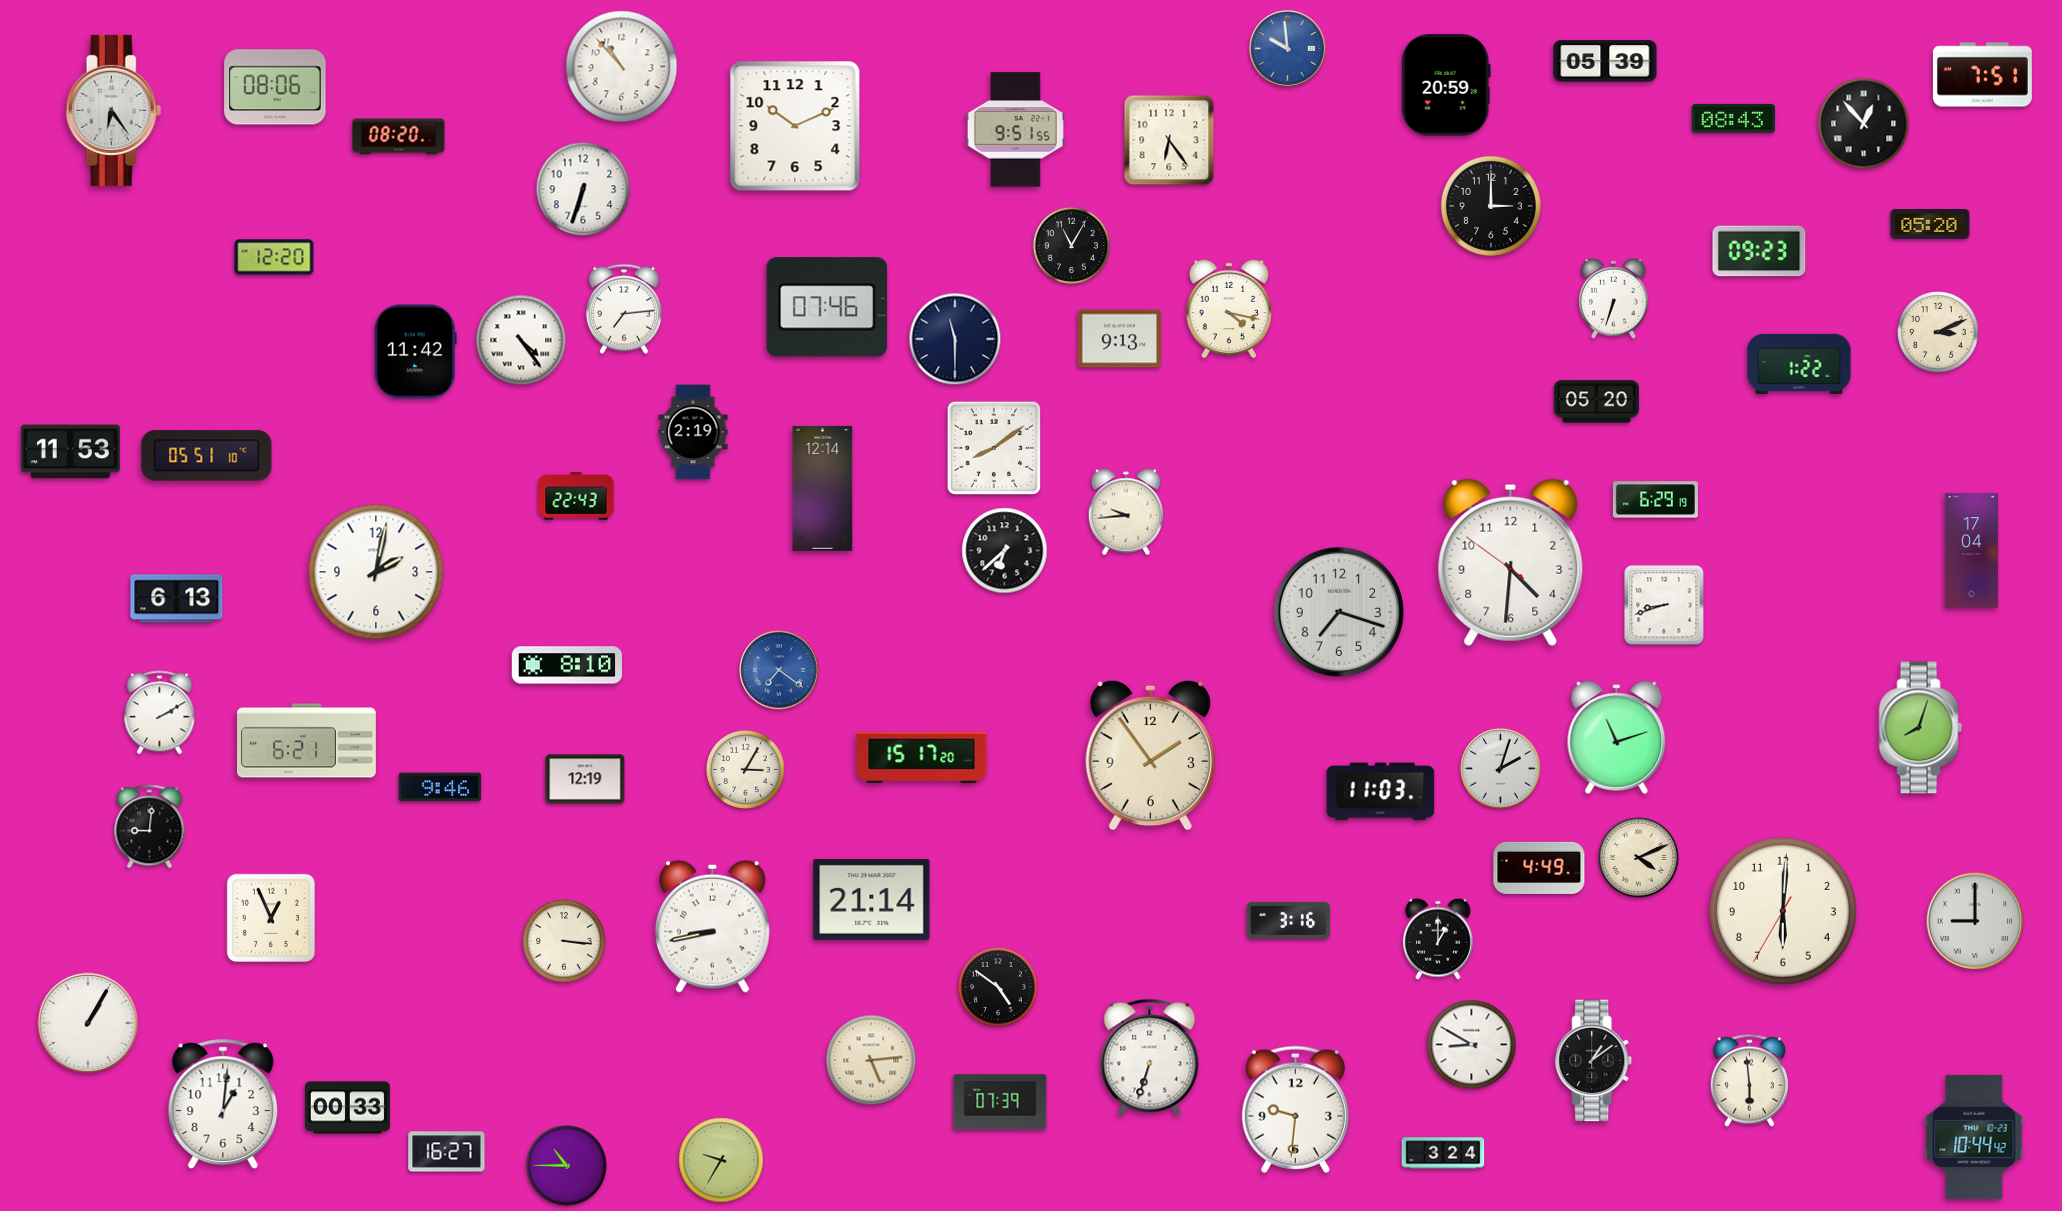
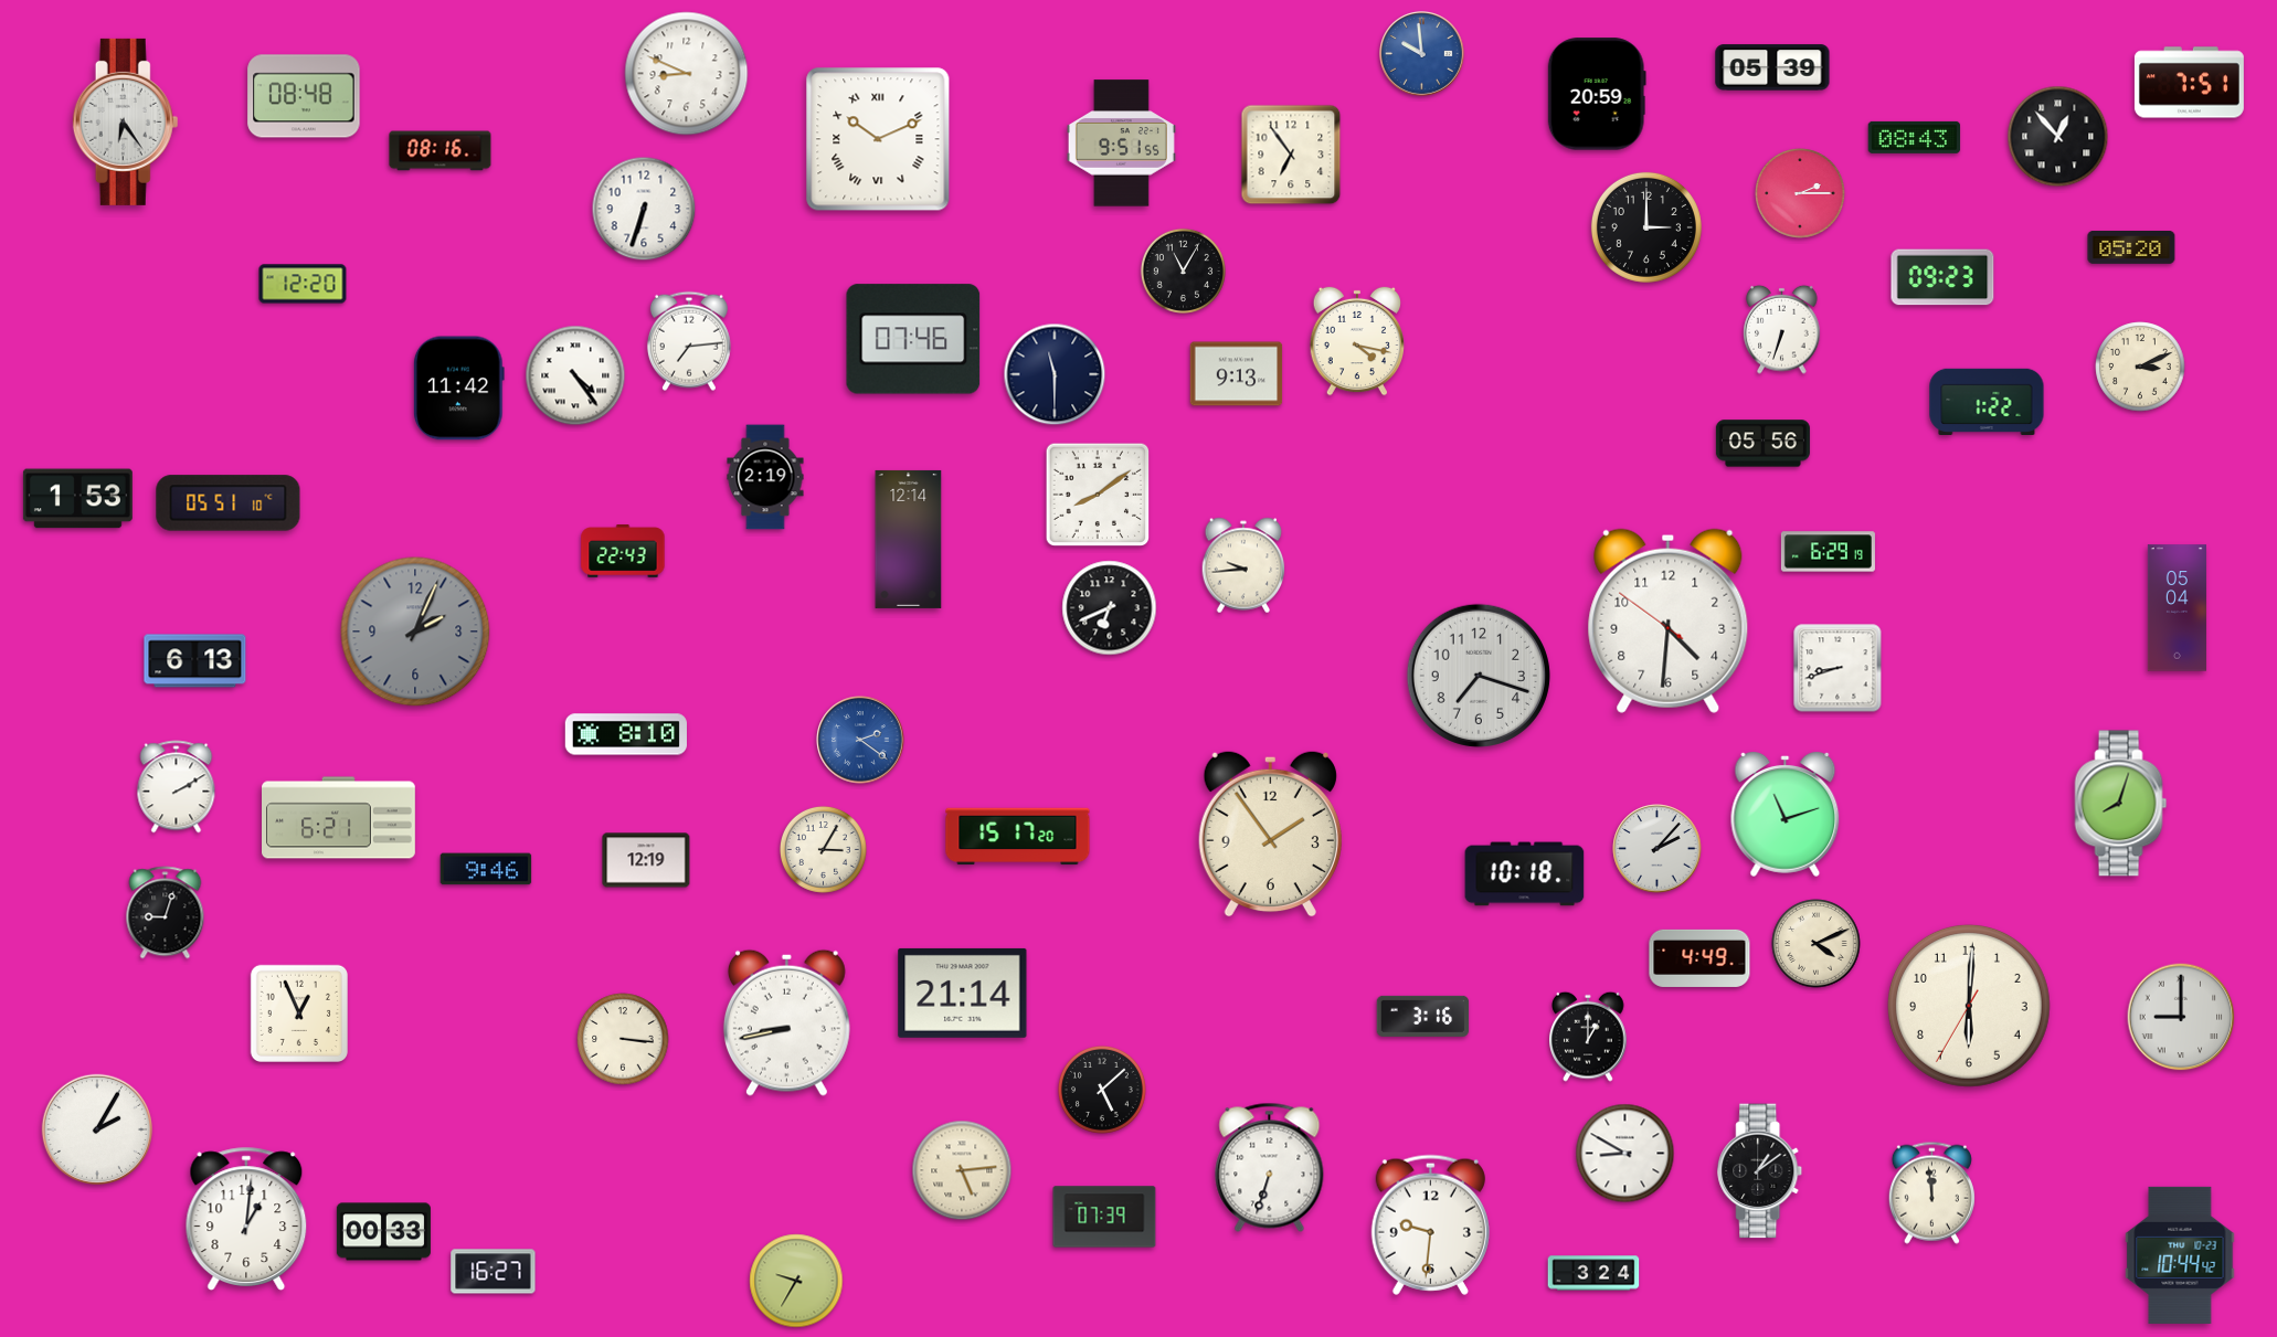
clock at (622, 67): 10:53 -> 8:49
clock at (275, 87): 08:06 -> 08:48
clock at (1734, 118) position: (1734, 118) -> (1915, 137)
clock at (795, 126) numerals: Arabic -> Roman
clock at (399, 137): 08:20 -> 08:16
clock at (1169, 140): 6:24 -> 6:54
clock at (1800, 193): none -> 2:15
clock at (1596, 402): 05:20 -> 05:56
clock at (70, 452): 11:53 -> 1:53
clock at (576, 496) position: (576, 496) -> (623, 551)
clock at (1005, 551): 6:38 -> 6:41
clock at (1971, 551): 17:04 -> 05:04
clock at (376, 572): 2:02 -> 2:04
clock at (376, 572) dial: white -> grey
clock at (779, 670): 7:21 -> 2:21
clock at (1501, 769): 2:03 -> 2:07
clock at (1381, 792): 11:03 -> 10:18
clock at (150, 827): 9:01 -> 9:03
clock at (1639, 858) position: (1639, 858) -> (1817, 944)
clock at (998, 987): 4:51 -> 5:08
clock at (87, 1022): 1:05 -> 2:05
clock at (1749, 1080): 5:59 -> 11:59
clock at (347, 1108) position: (347, 1108) -> (383, 1232)
clock at (567, 1166): 10:45 -> none
